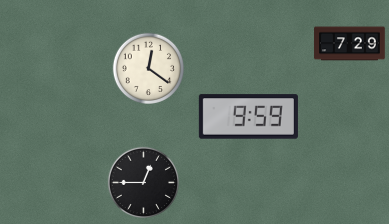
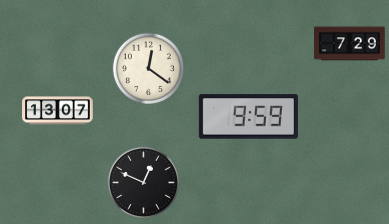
clock at (58, 111): none -> 13:07
clock at (143, 182): 12:45 -> 12:49
